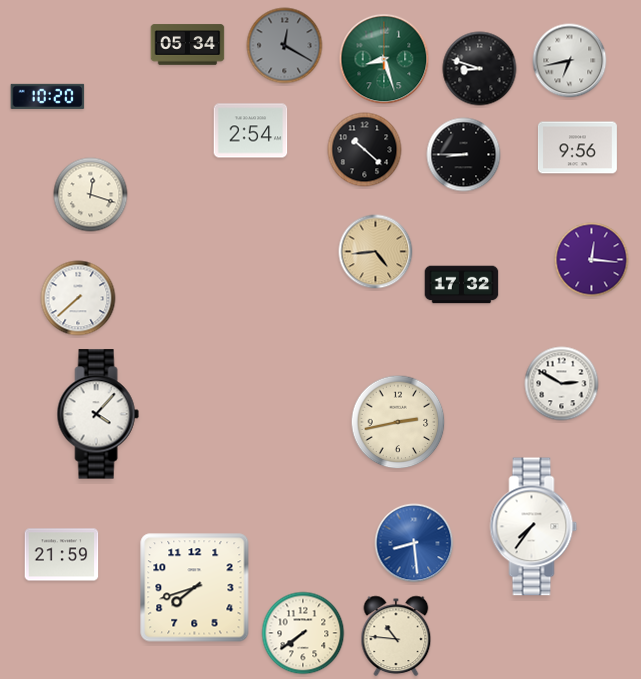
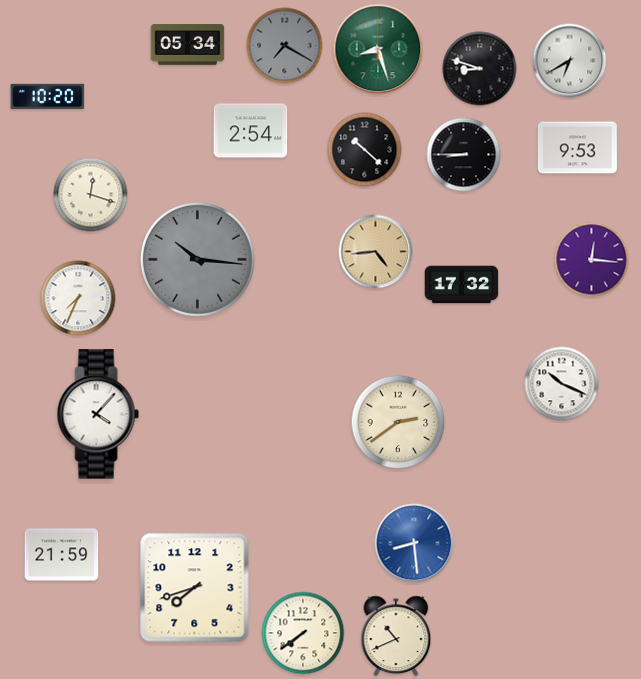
clock at (285, 46): 12:20 -> 7:20
clock at (384, 59) position: (384, 59) -> (378, 49)
clock at (570, 61): 6:43 -> 6:40
clock at (577, 148): 9:56 -> 9:53
clock at (197, 259): none -> 10:16
clock at (78, 298): 7:38 -> 7:34
clock at (562, 384): 2:50 -> 10:19
clock at (398, 422): 2:43 -> 2:39
clock at (534, 527): 7:36 -> none
clock at (396, 636): 10:46 -> 10:41
